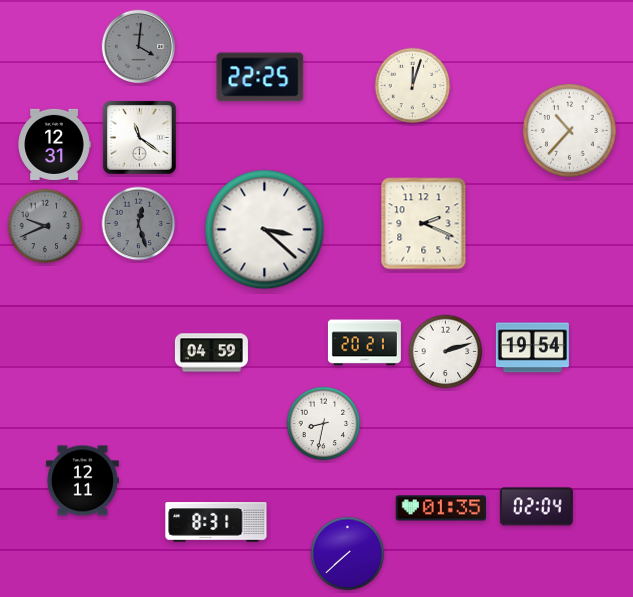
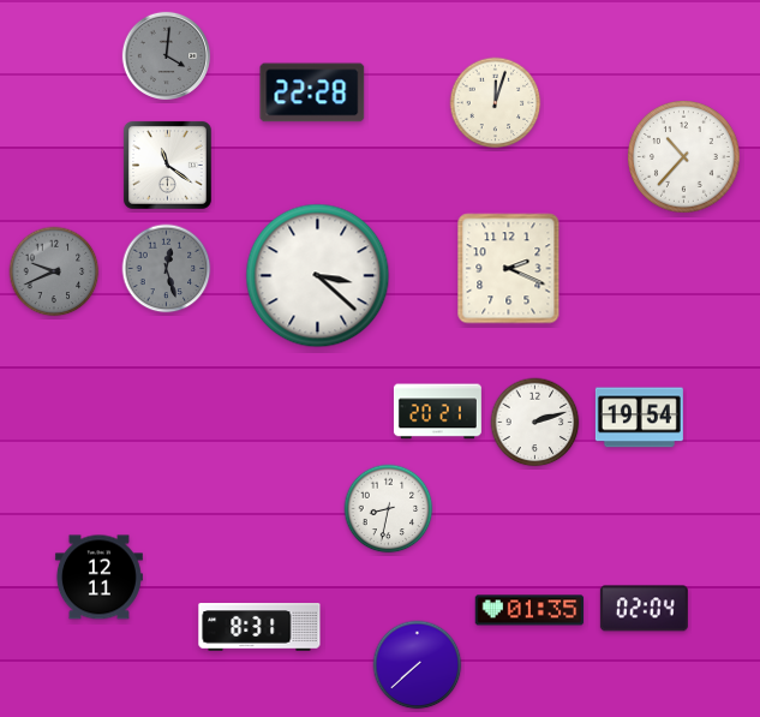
clock at (260, 77): 22:25 -> 22:28
clock at (54, 144): 12:31 -> none
clock at (211, 353): 04:59 -> none
